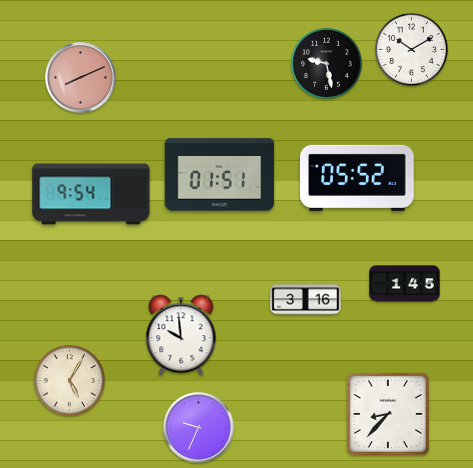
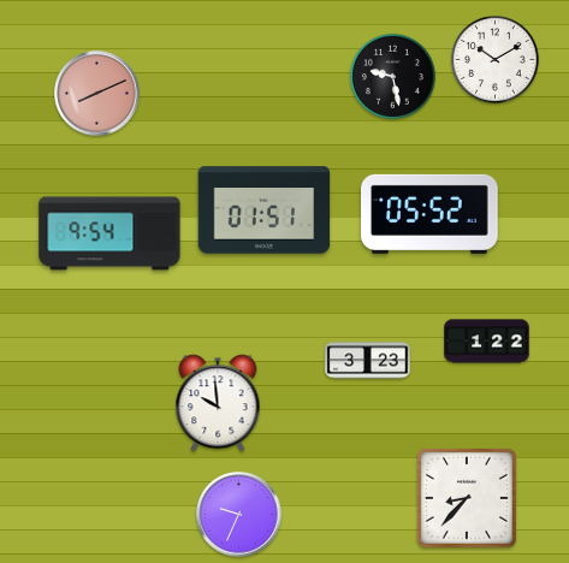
clock at (405, 284): 1:45 -> 1:22
clock at (306, 300): 3:16 -> 3:23
clock at (69, 380): 5:05 -> none
